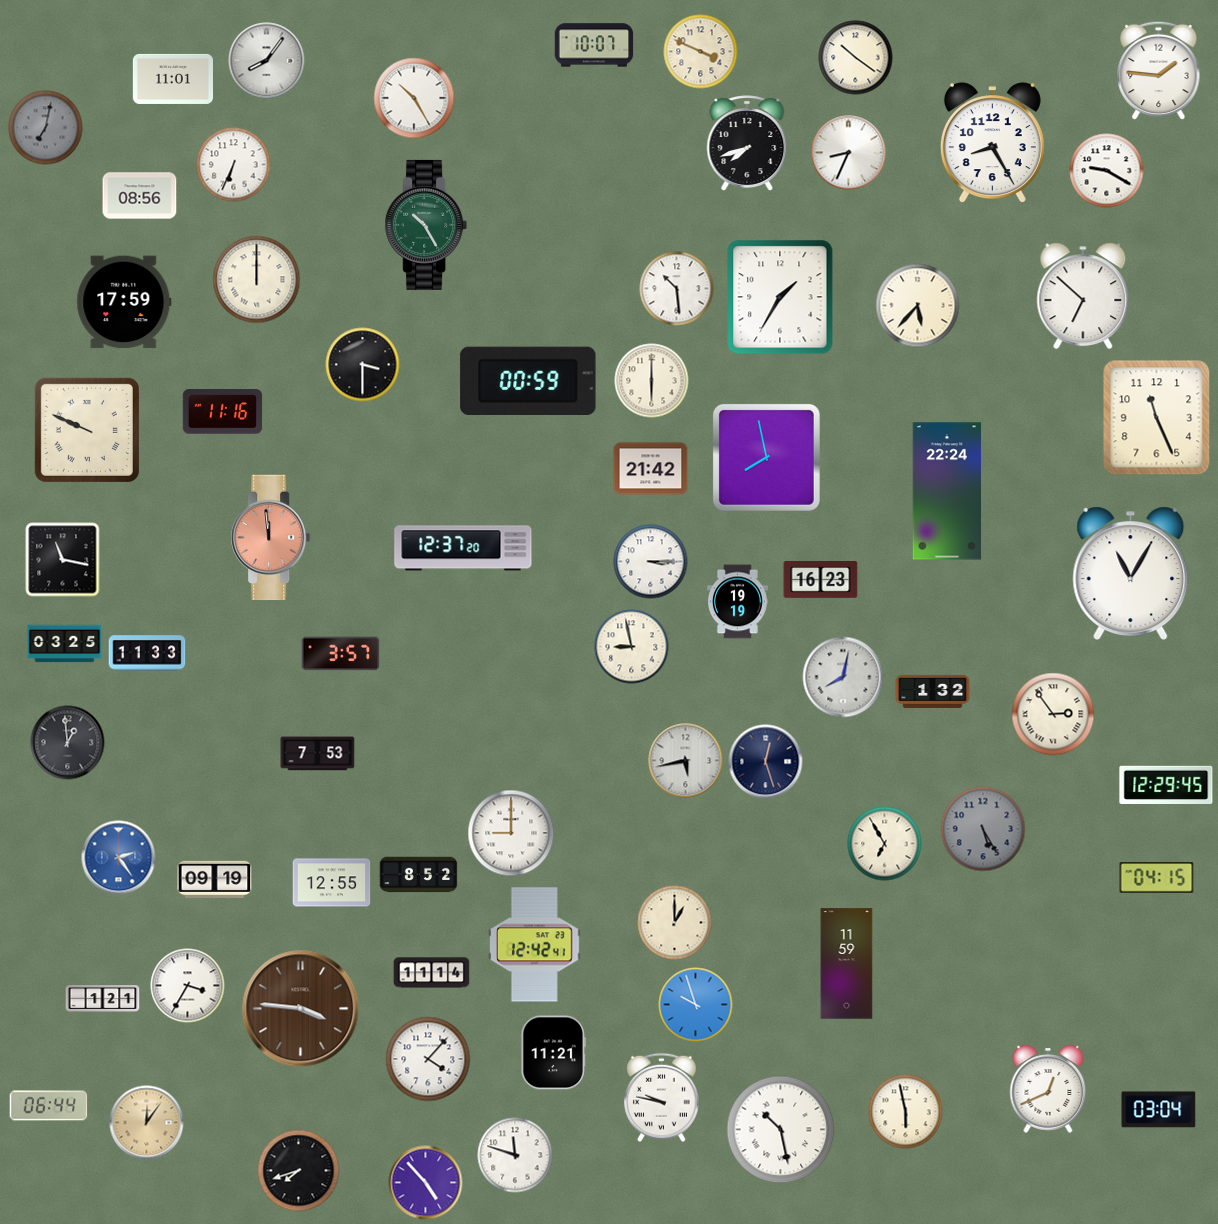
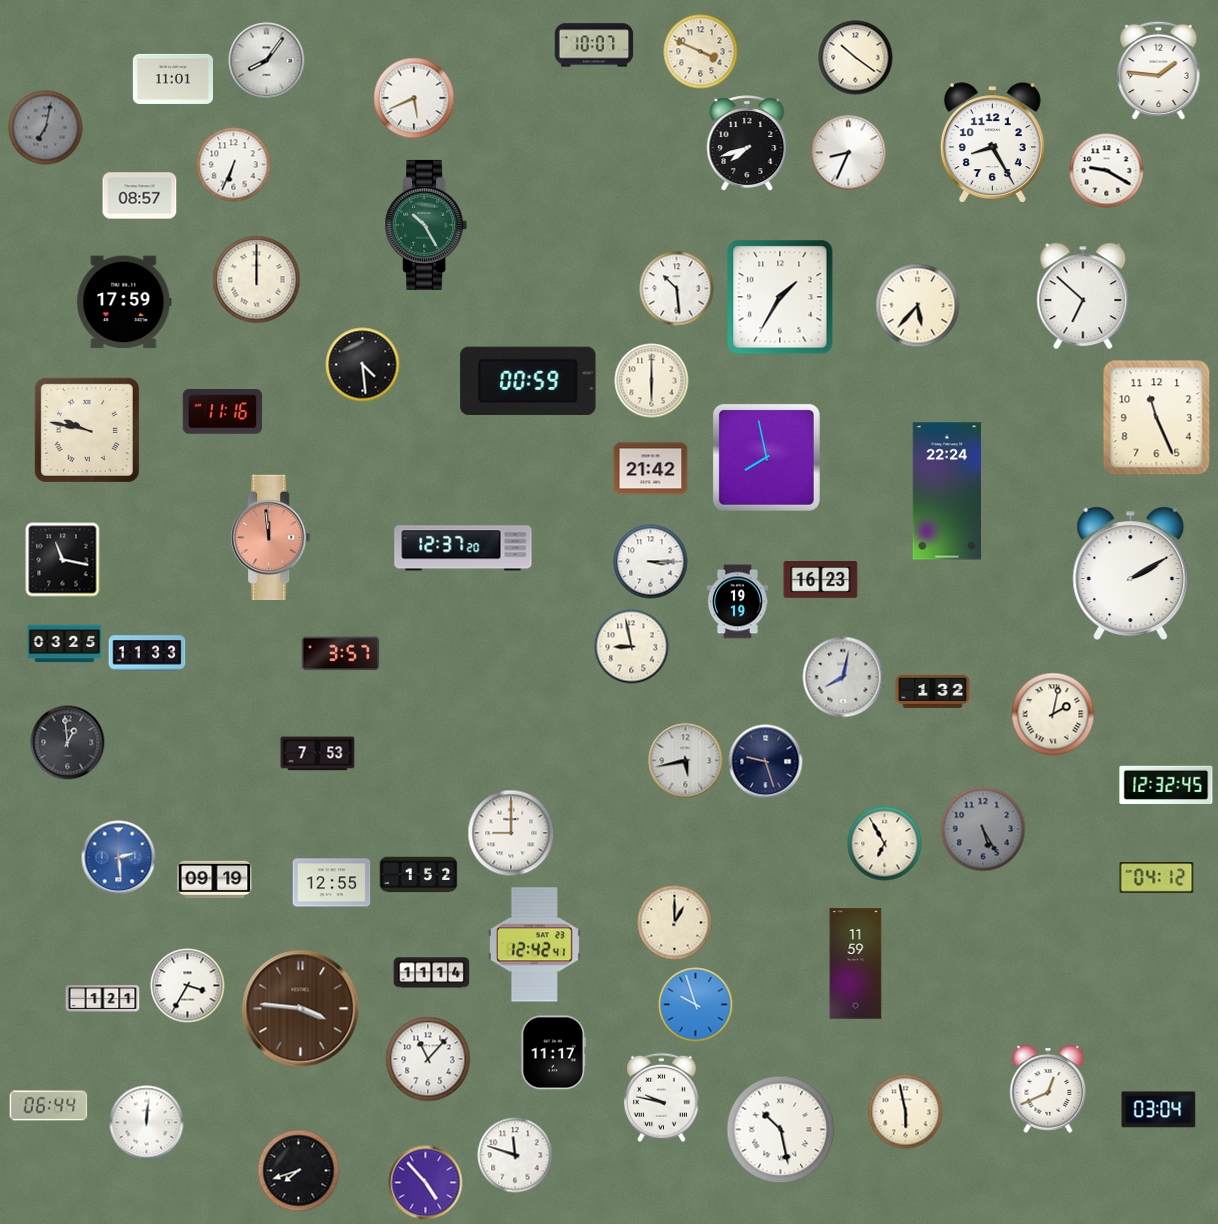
clock at (414, 98): 10:25 -> 5:41
clock at (140, 196): 08:56 -> 08:57
clock at (363, 365): 3:30 -> 4:29
clock at (87, 430): 9:49 -> 9:47
clock at (1131, 573): 11:05 -> 2:10
clock at (1053, 714): 2:54 -> 2:02
clock at (766, 762): 12:27 -> 9:27
clock at (1166, 784): 12:29 -> 12:32
clock at (119, 858): 2:24 -> 2:29
clock at (419, 875): 8:52 -> 1:52
clock at (1157, 878): 04:15 -> 04:12
clock at (847, 964) position: (847, 964) -> (856, 964)
clock at (553, 1053): 11:21 -> 11:17
clock at (428, 1059): 4:07 -> 11:07
clock at (147, 1123): 12:06 -> 12:01
clock at (147, 1123) dial: champagne -> white
